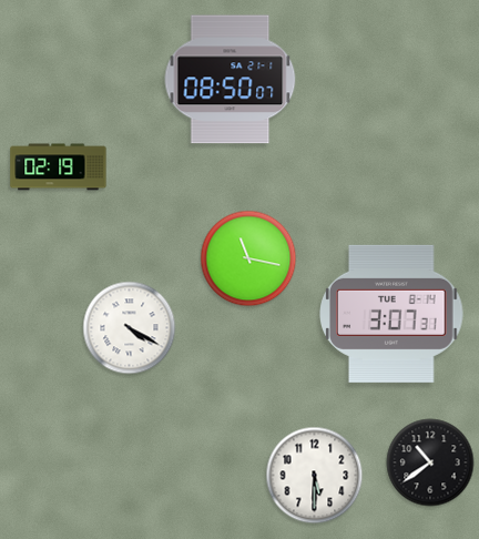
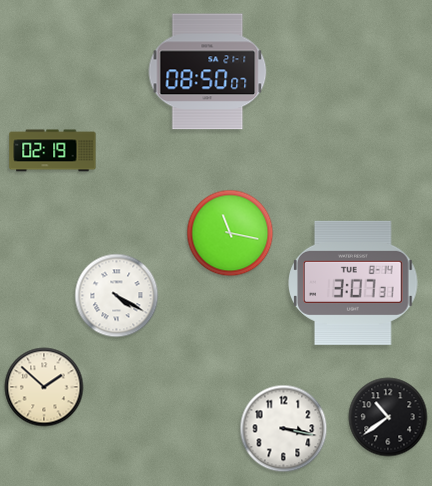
clock at (248, 258) position: (248, 258) -> (230, 233)
clock at (44, 387): none -> 1:52
clock at (315, 476): 5:30 -> 3:17
